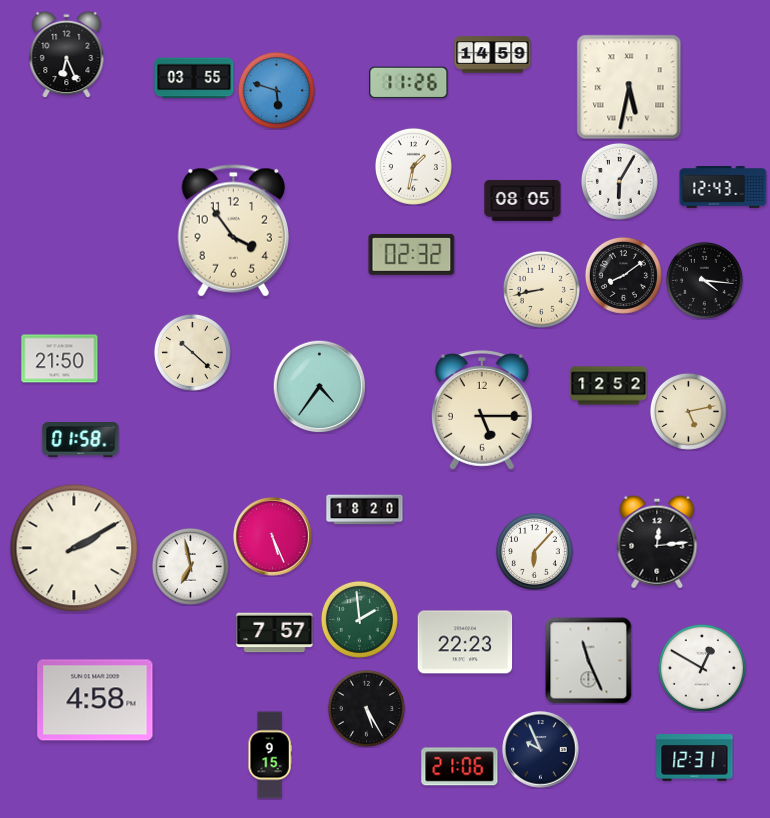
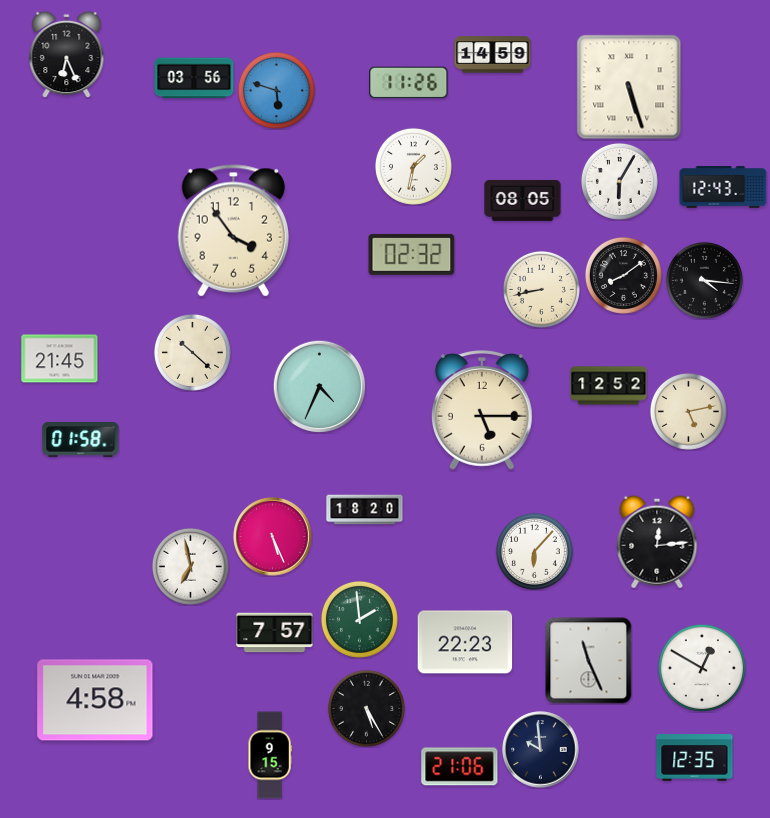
clock at (194, 78): 03:55 -> 03:56
clock at (629, 87): 5:32 -> 5:27
clock at (60, 359): 21:50 -> 21:45
clock at (319, 386): 4:36 -> 4:34
clock at (74, 548): 2:10 -> none
clock at (541, 750): 9:56 -> 9:59
clock at (695, 758): 12:31 -> 12:35
